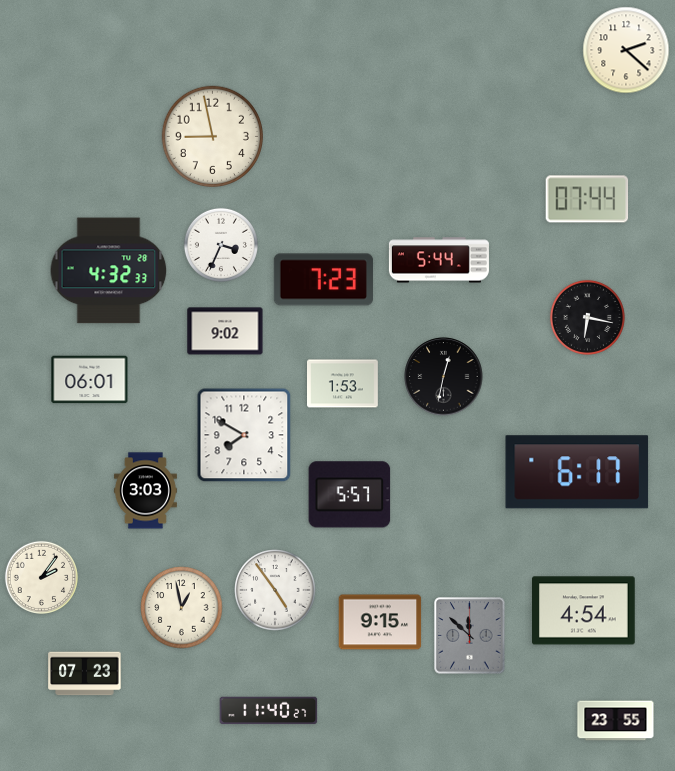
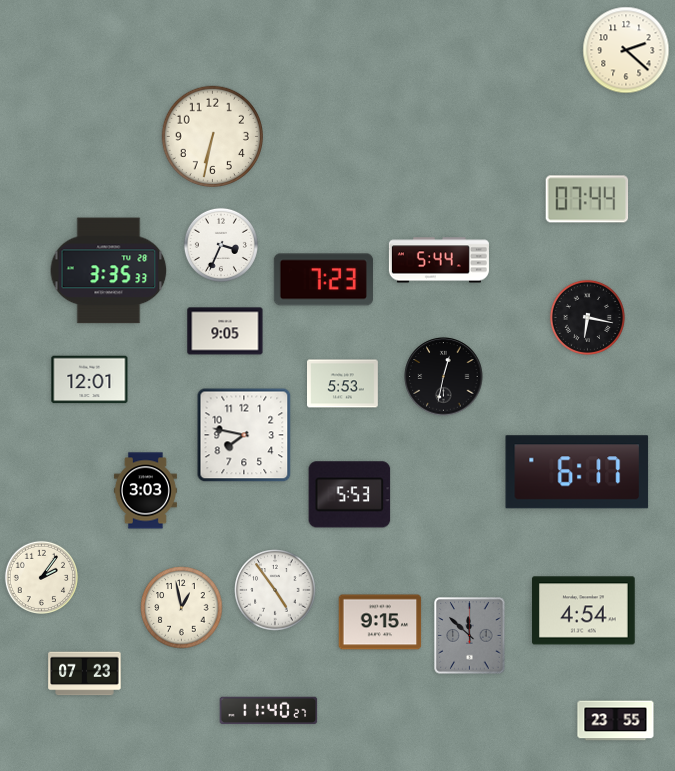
clock at (212, 136): 8:58 -> 6:32
clock at (109, 271): 4:32 -> 3:35
clock at (225, 331): 9:02 -> 9:05
clock at (90, 380): 06:01 -> 12:01
clock at (343, 384): 1:53 -> 5:53
clock at (244, 435): 7:50 -> 7:47
clock at (350, 495): 5:57 -> 5:53
